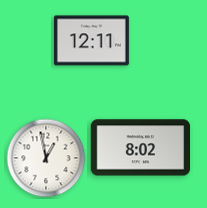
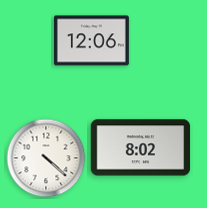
clock at (91, 41): 12:11 -> 12:06
clock at (46, 158): 12:58 -> 4:22
